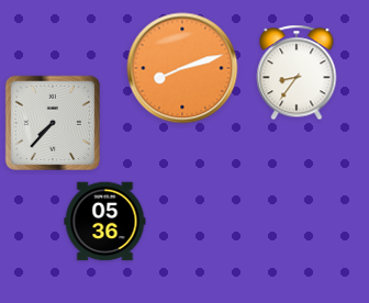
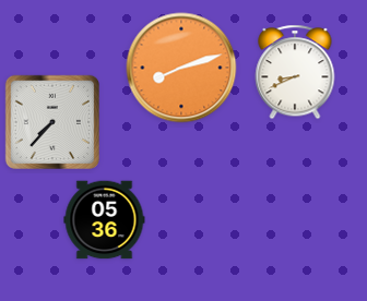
clock at (297, 72): 8:36 -> 8:41
